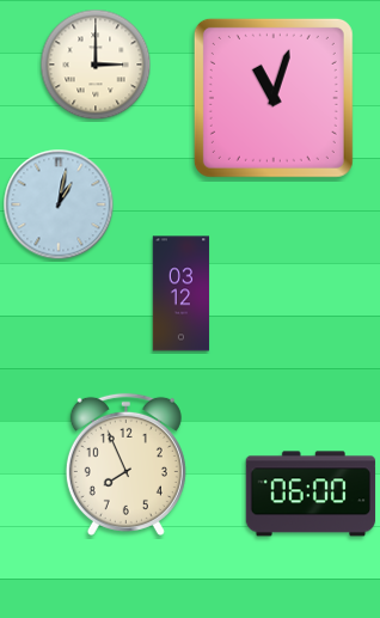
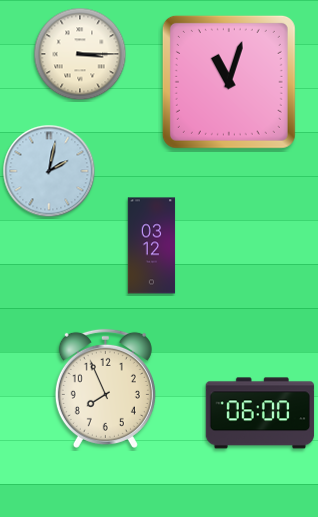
clock at (96, 65): 3:00 -> 3:15
clock at (59, 204): 1:02 -> 2:02
